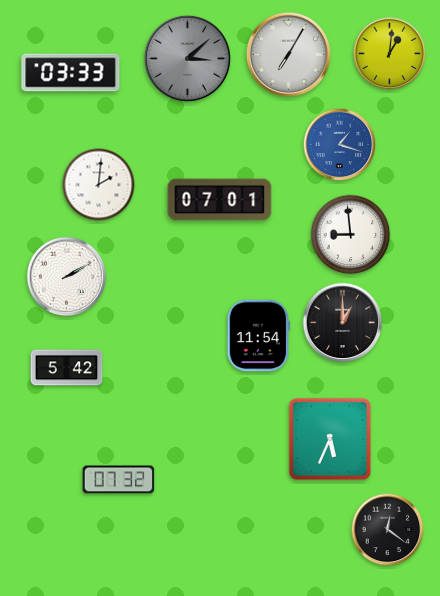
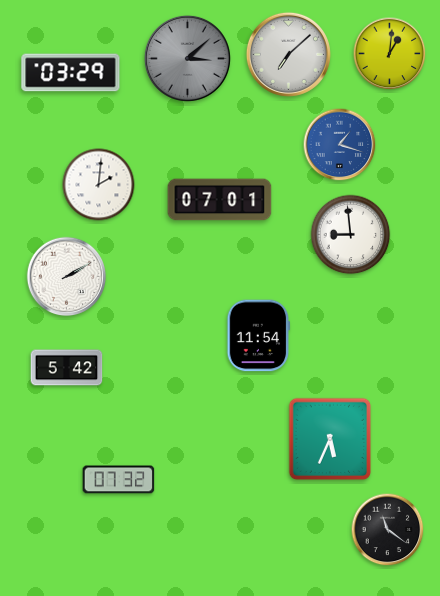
clock at (288, 54): 7:05 -> 7:08
clock at (71, 73): 03:33 -> 03:29
clock at (343, 323): 1:00 -> none
clock at (388, 530): 12:21 -> 11:21
